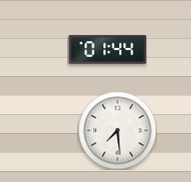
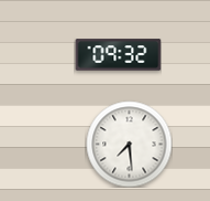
clock at (107, 50): 01:44 -> 09:32
